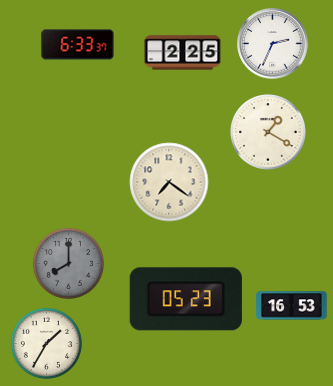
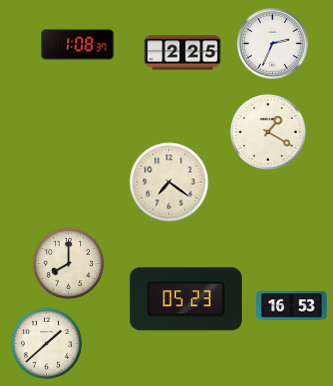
clock at (78, 45): 6:33 -> 1:08
clock at (68, 263) dial: grey -> cream
clock at (46, 343): 1:35 -> 1:38
